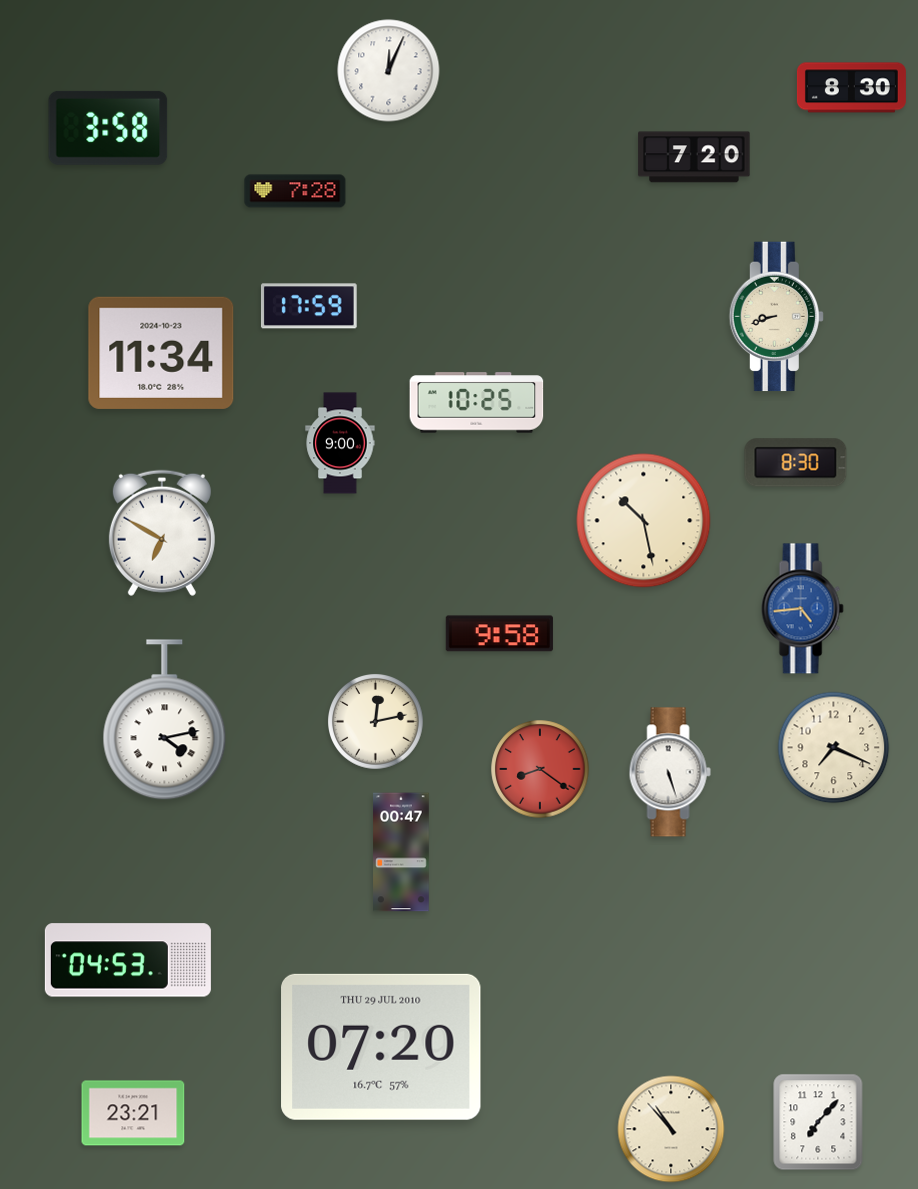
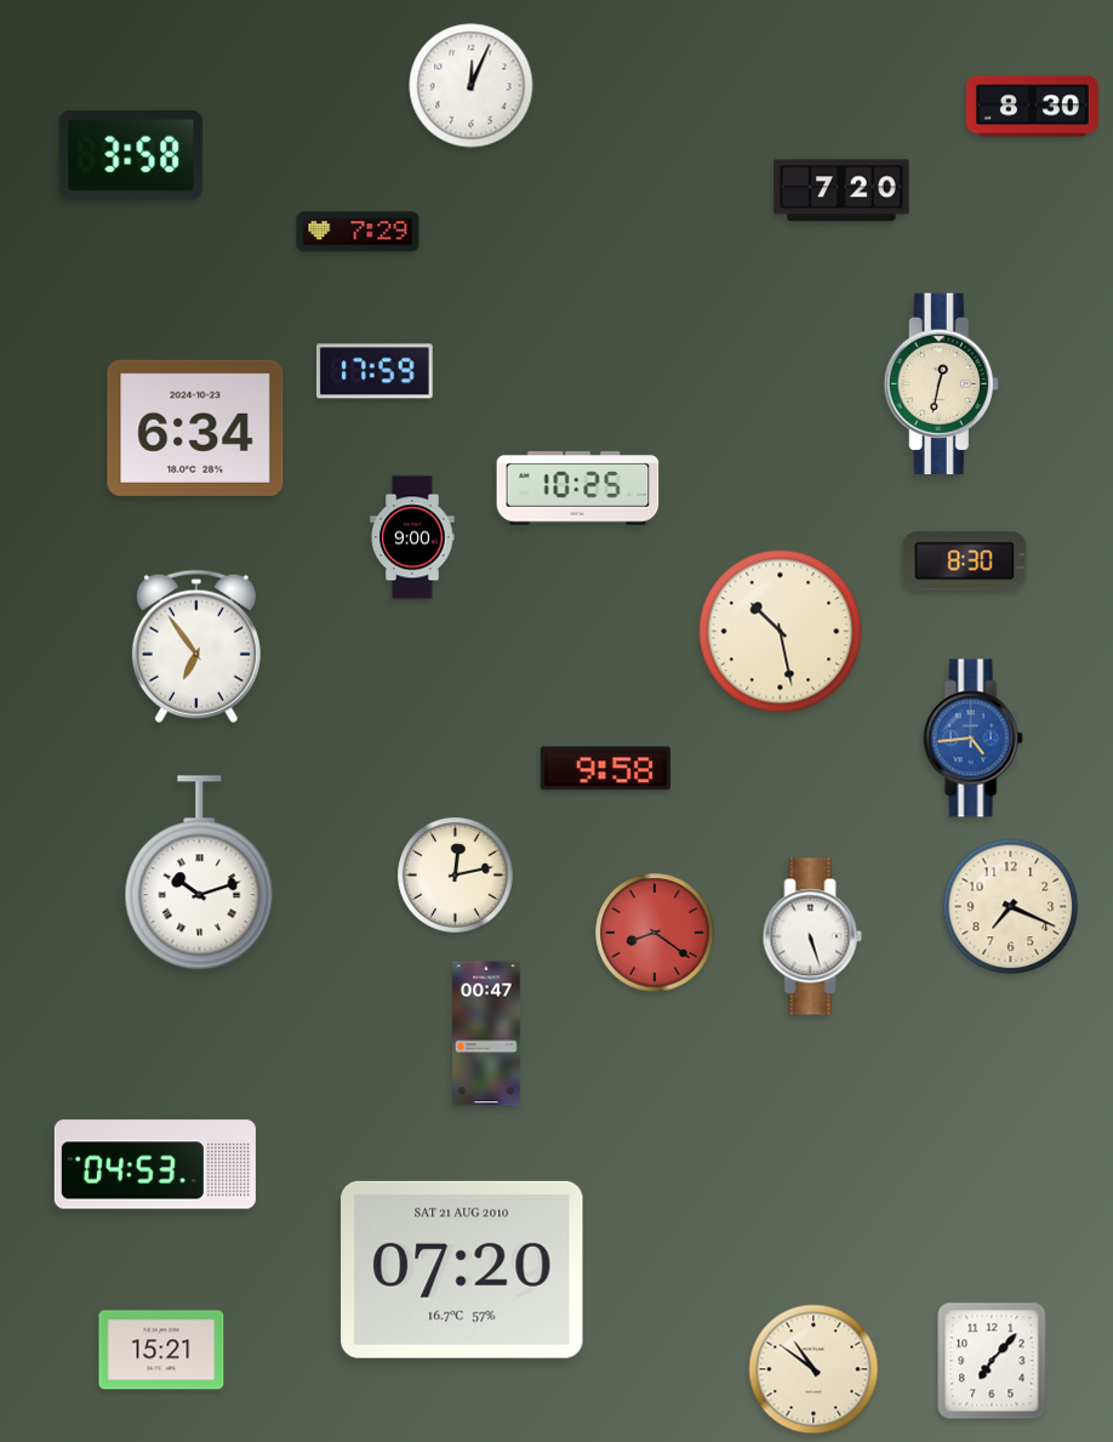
clock at (295, 191): 7:28 -> 7:29
clock at (776, 317): 8:42 -> 12:32
clock at (161, 353): 11:34 -> 6:34
clock at (162, 533): 6:50 -> 6:54
clock at (165, 720): 4:13 -> 10:12
clock at (381, 1047) date: THU 29 JUL 2010 -> SAT 21 AUG 2010
clock at (133, 1113): 23:21 -> 15:21
clock at (671, 1129): 10:53 -> 10:51
